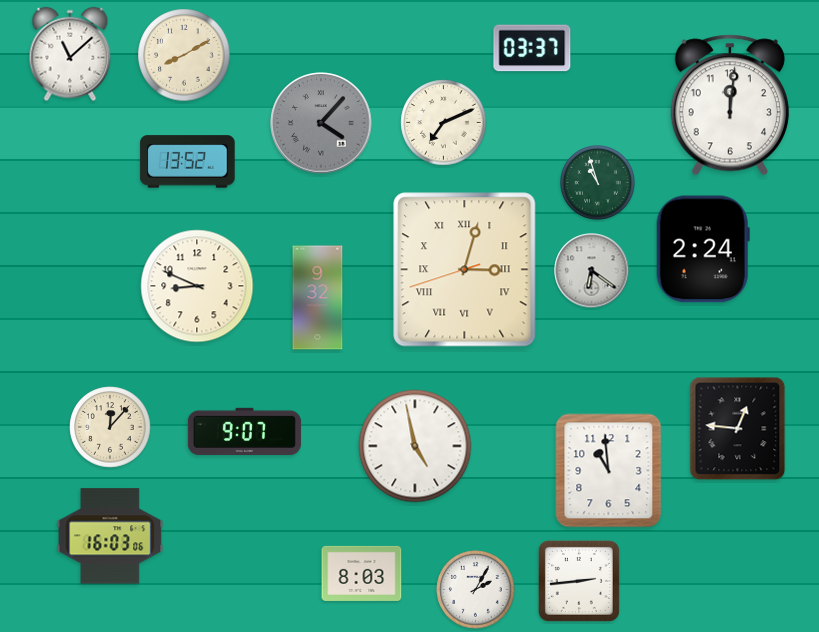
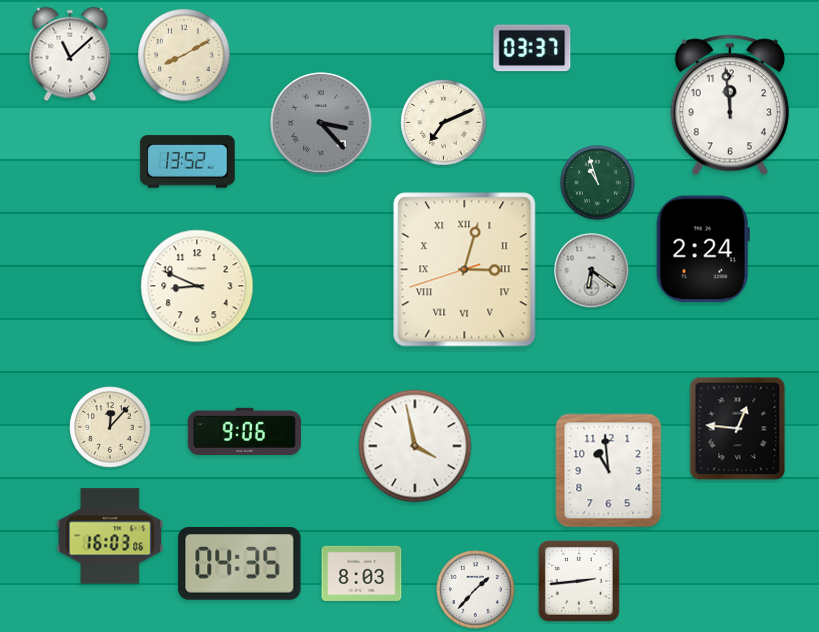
clock at (730, 105): 12:01 -> 11:59
clock at (321, 123): 4:07 -> 3:23
clock at (318, 298): 9:32 -> none
clock at (244, 431): 9:07 -> 9:06
clock at (415, 446): 4:58 -> 3:58
clock at (240, 564): none -> 04:35
clock at (476, 590): 2:05 -> 1:37
